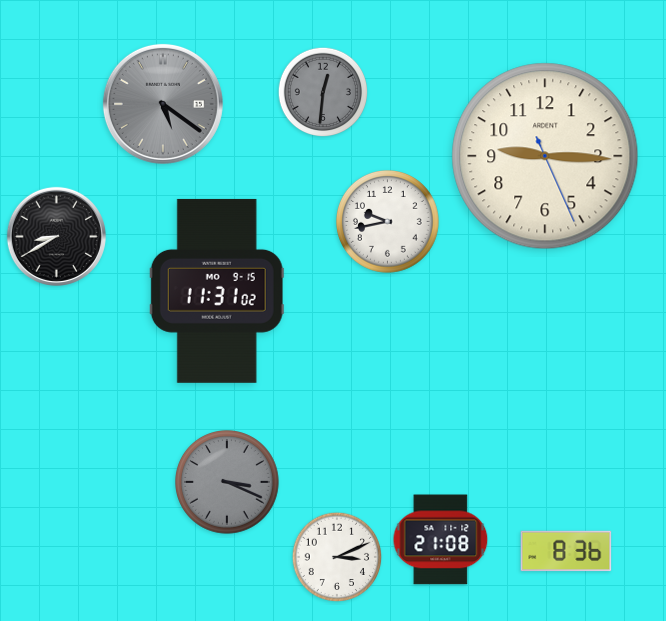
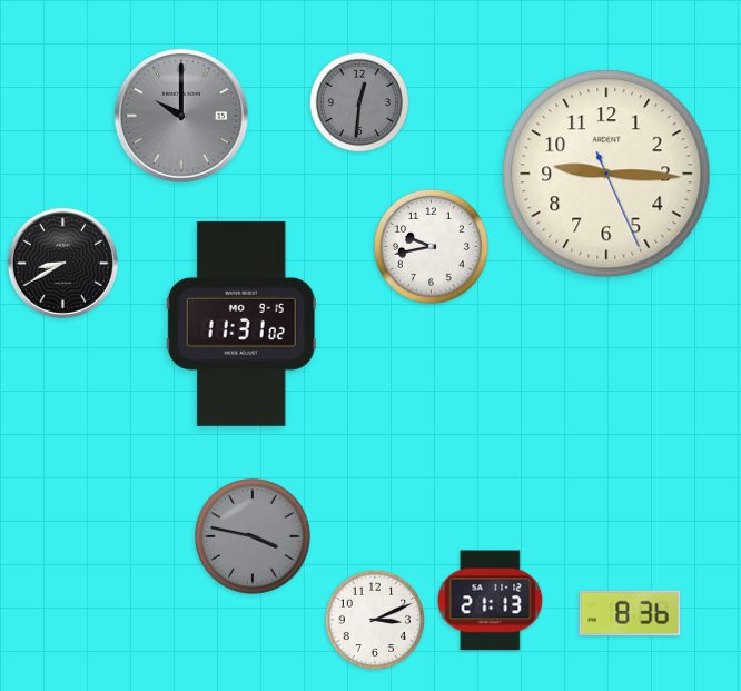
clock at (163, 104): 5:21 -> 10:00
clock at (228, 483): 3:19 -> 3:47
clock at (441, 540): 21:08 -> 21:13
